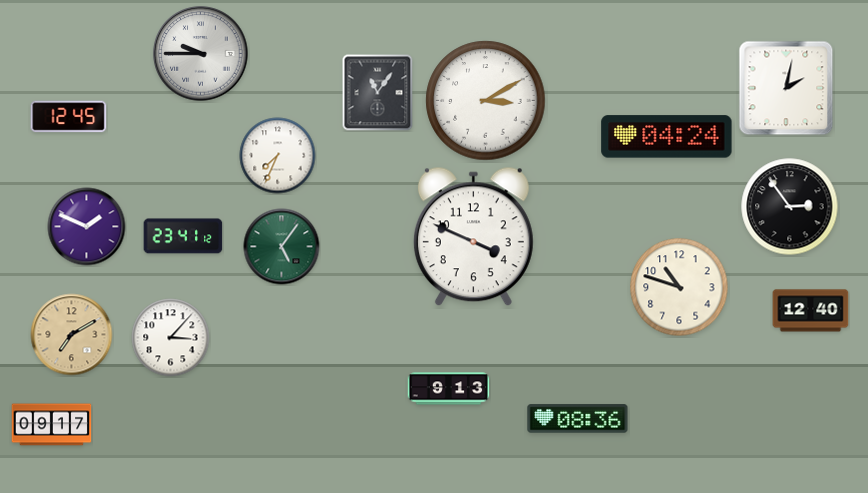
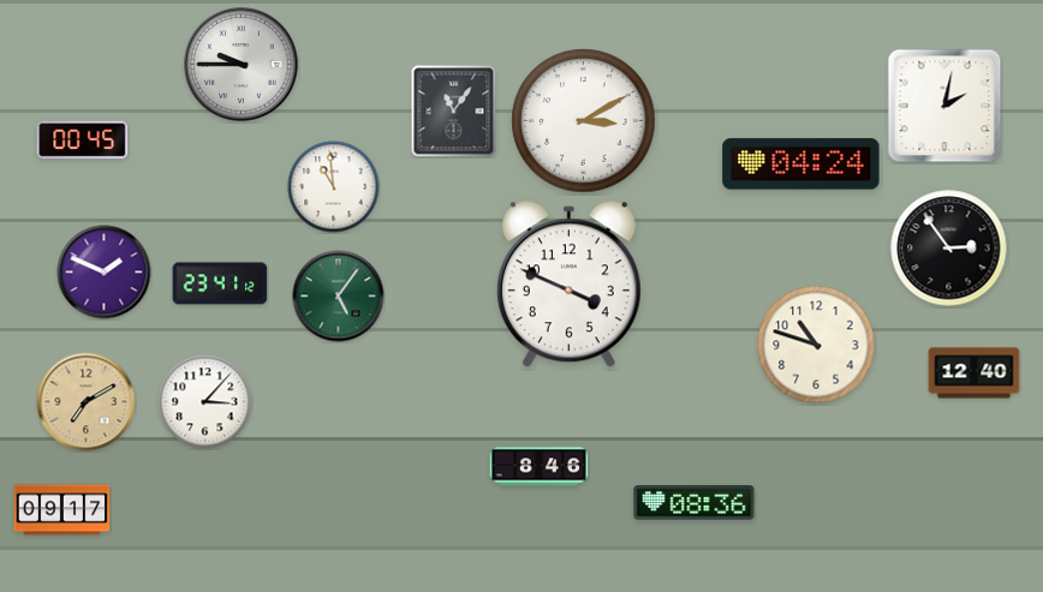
clock at (69, 117): 12:45 -> 00:45
clock at (278, 156): 7:34 -> 10:59
clock at (171, 338) position: (171, 338) -> (205, 402)
clock at (449, 389): 9:13 -> 8:46
